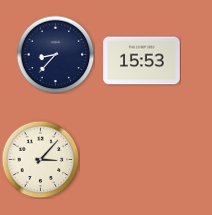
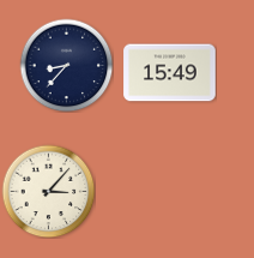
clock at (142, 61): 15:53 -> 15:49
